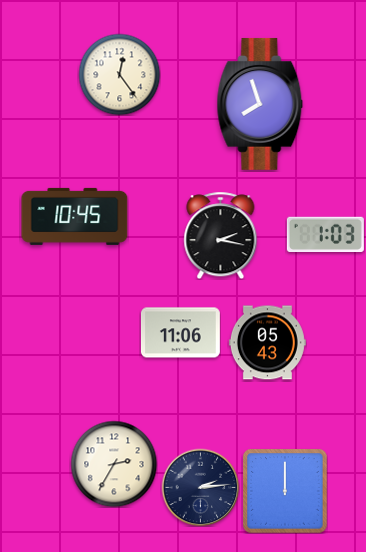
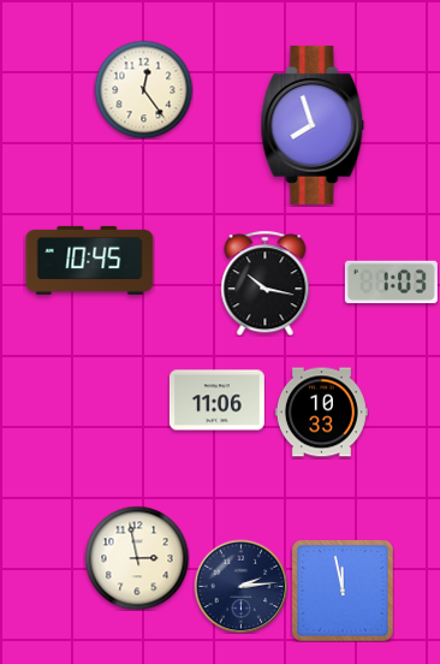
clock at (221, 235): 2:17 -> 10:17
clock at (267, 343): 05:43 -> 10:33
clock at (114, 464): 2:35 -> 2:58
clock at (285, 491): 12:00 -> 11:58
